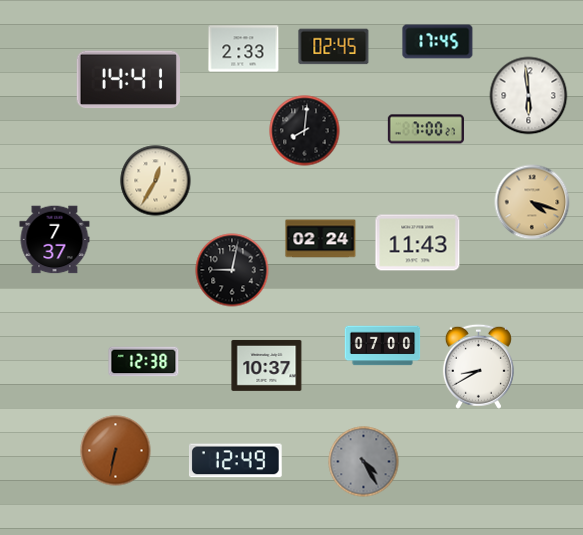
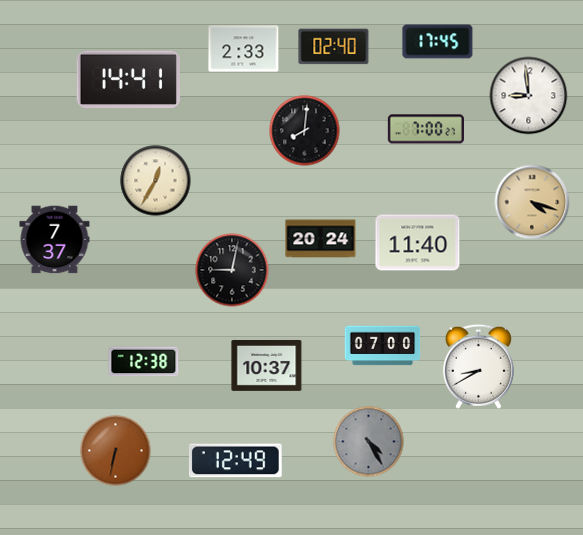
clock at (334, 47): 02:45 -> 02:40
clock at (529, 96): 5:59 -> 8:59
clock at (321, 239): 02:24 -> 20:24
clock at (418, 243): 11:43 -> 11:40
clock at (364, 462) position: (364, 462) -> (369, 442)
